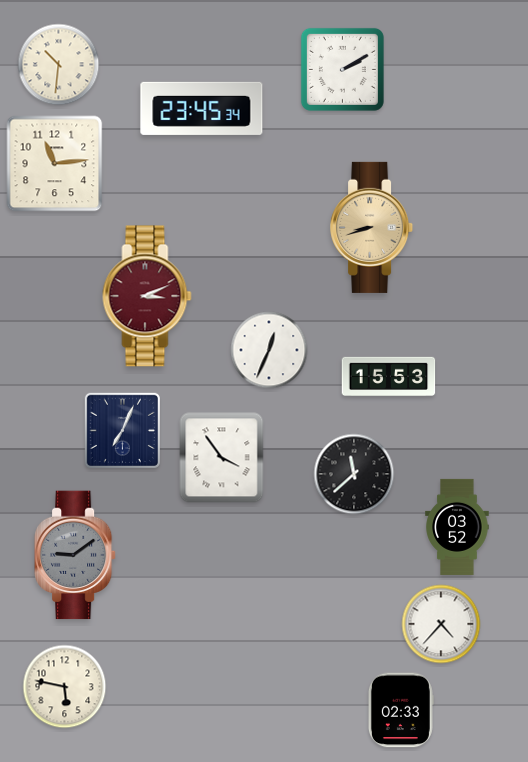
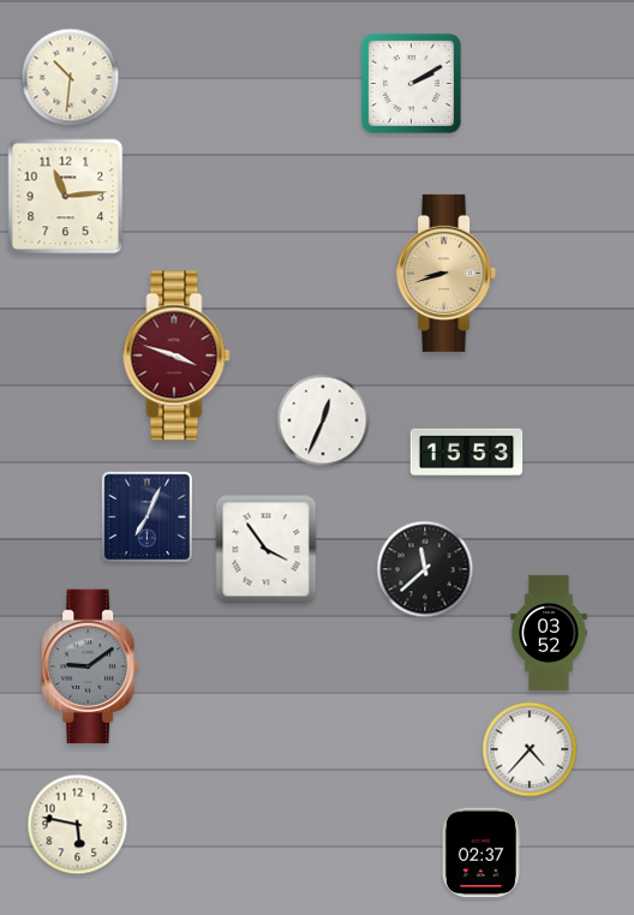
clock at (202, 108): 23:45 -> none
clock at (147, 296): 3:11 -> 3:48
clock at (401, 710): 02:33 -> 02:37
